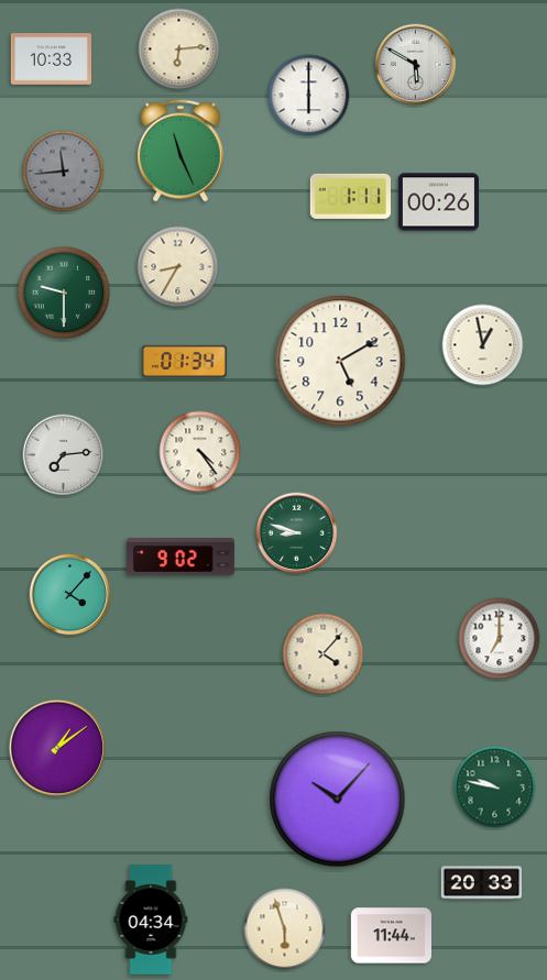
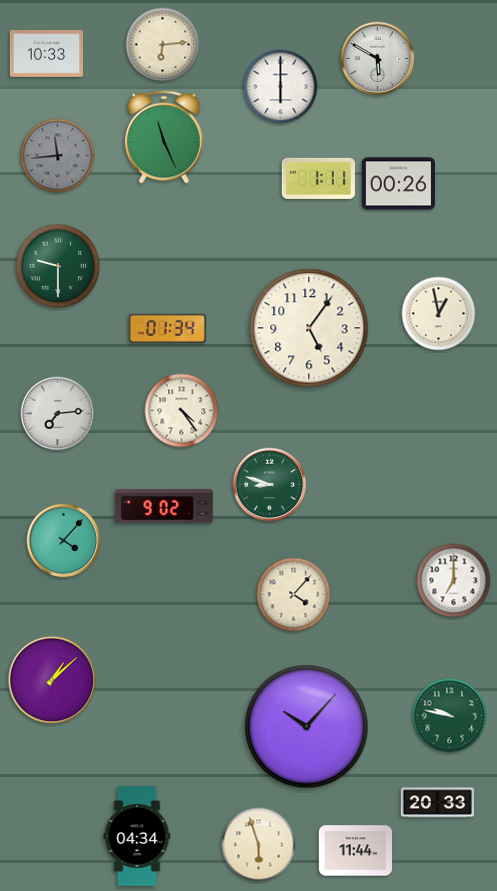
clock at (178, 267): 8:35 -> none
clock at (340, 361): 5:10 -> 5:06
clock at (57, 748): 1:09 -> 1:08
